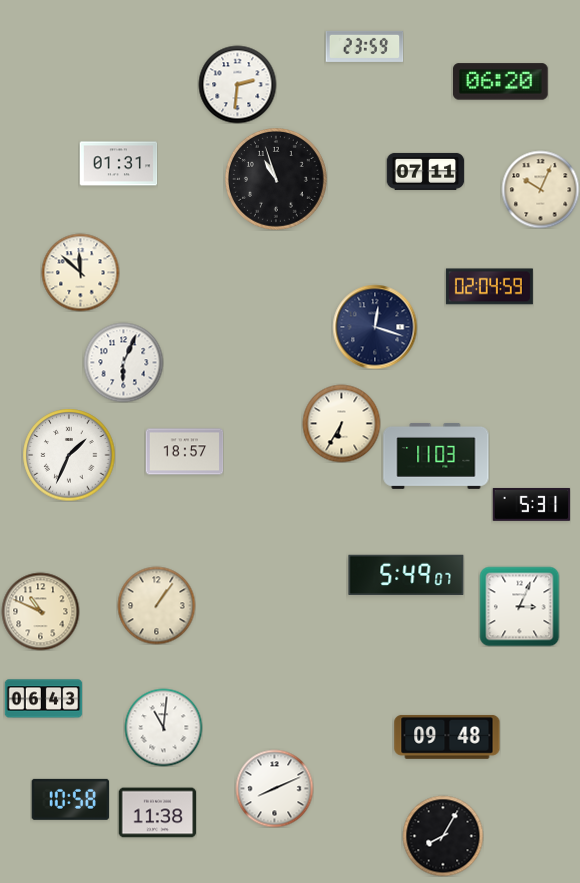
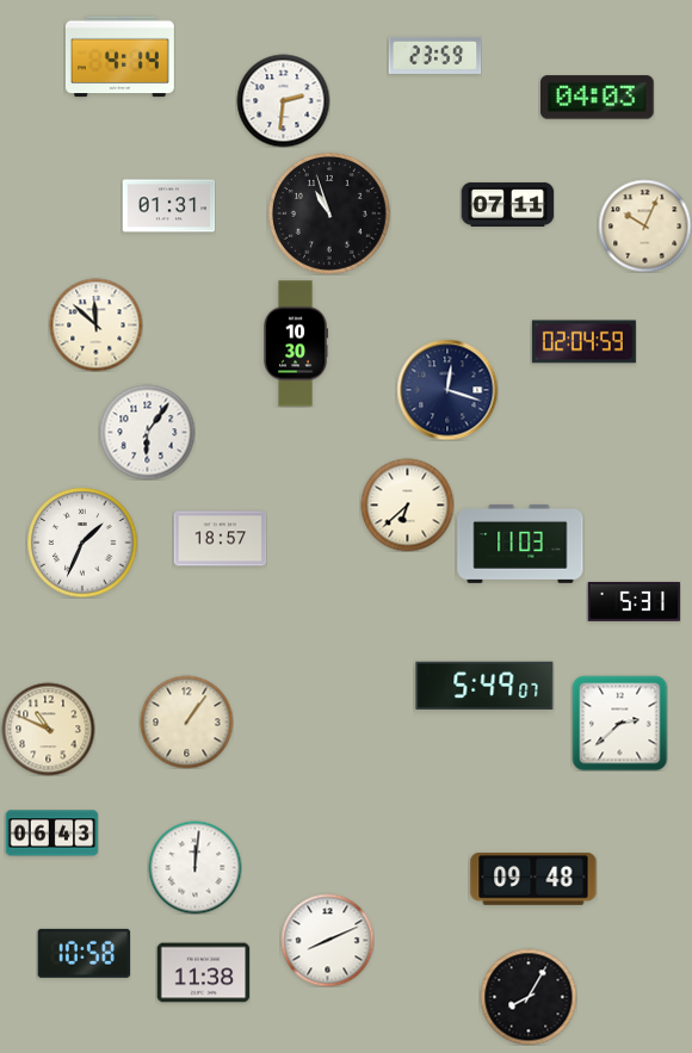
clock at (121, 57): none -> 4:14
clock at (501, 82): 06:20 -> 04:03
clock at (118, 164) position: (118, 164) -> (168, 206)
clock at (295, 343): none -> 10:30
clock at (123, 362): 6:04 -> 6:06
clock at (341, 423): 6:35 -> 6:38
clock at (519, 606): 3:04 -> 2:38
clock at (163, 727): 11:01 -> 12:01
clock at (157, 813) position: (157, 813) -> (203, 973)
